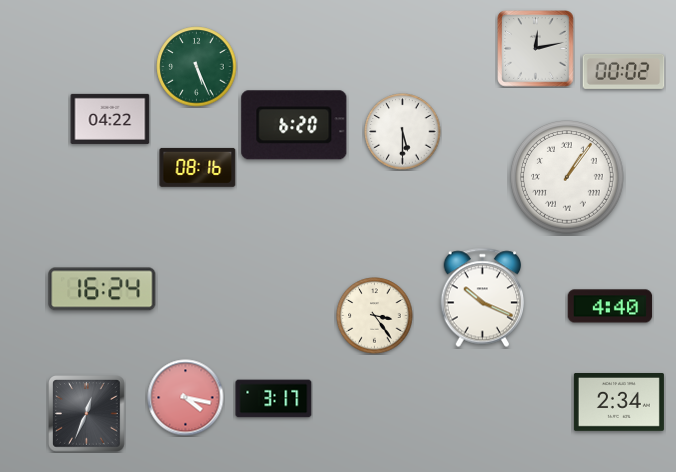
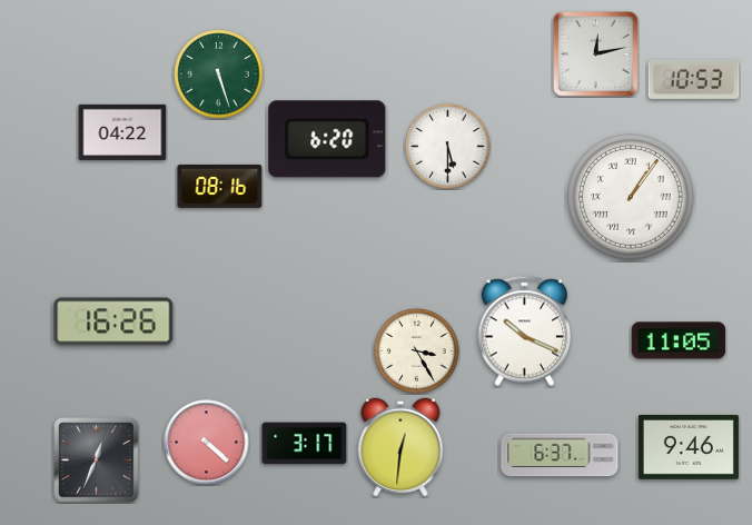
clock at (197, 67): 5:26 -> 5:27
clock at (624, 71): 00:02 -> 10:53
clock at (102, 289): 16:24 -> 16:26
clock at (483, 298) position: (483, 298) -> (525, 331)
clock at (610, 306): 4:40 -> 11:05
clock at (375, 316): 3:24 -> 3:25
clock at (186, 398): 4:17 -> 4:22
clock at (400, 447): none -> 12:31
clock at (619, 403): 2:34 -> 9:46
clock at (560, 455): none -> 6:37
